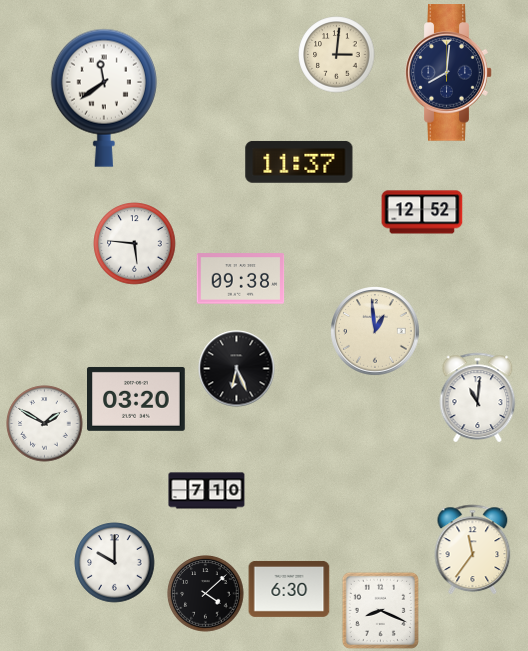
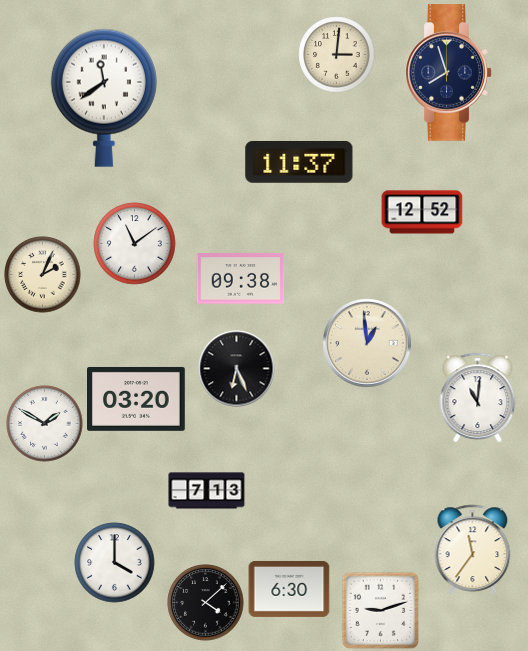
clock at (449, 73): 8:01 -> 7:57
clock at (135, 244): 5:46 -> 11:09
clock at (43, 275): none -> 2:04
clock at (375, 331) position: (375, 331) -> (367, 343)
clock at (207, 491): 7:10 -> 7:13
clock at (115, 563): 10:00 -> 4:00
clock at (206, 594) position: (206, 594) -> (206, 603)
clock at (380, 610): 8:19 -> 9:12
